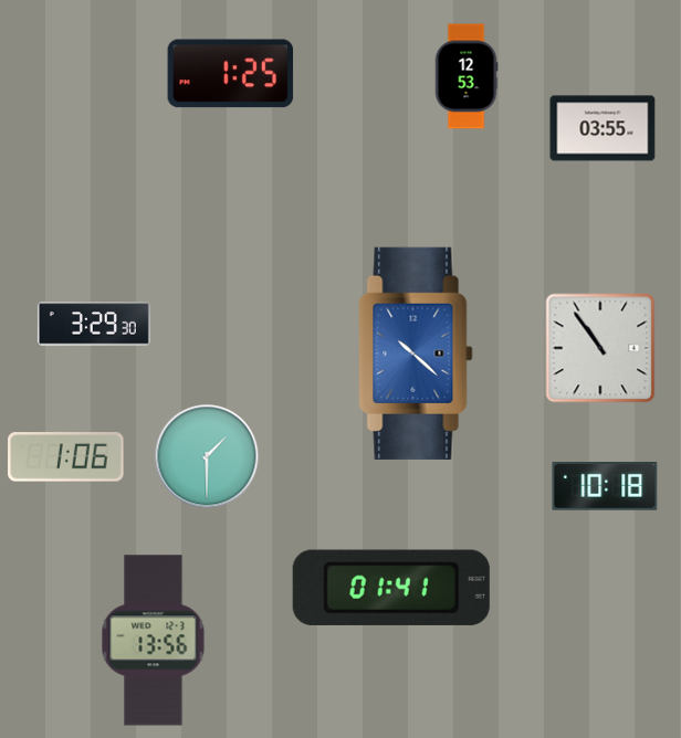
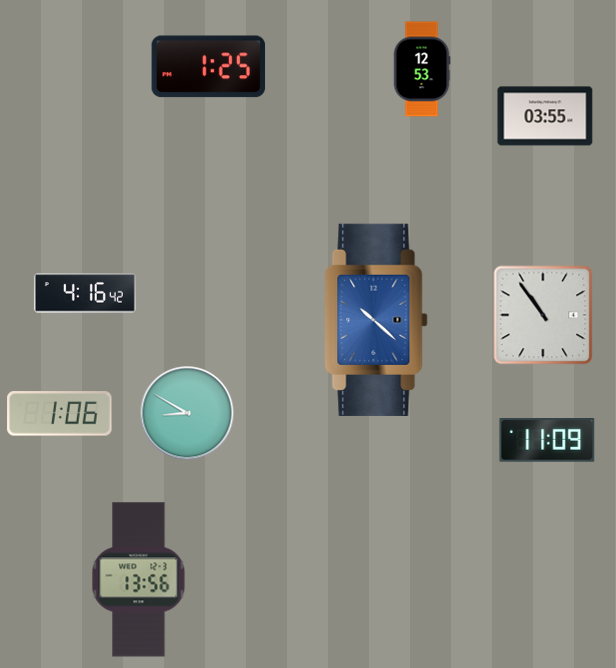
clock at (94, 324): 3:29 -> 4:16
clock at (207, 456): 1:30 -> 8:50
clock at (605, 487): 10:18 -> 11:09
clock at (391, 588): 01:41 -> none
